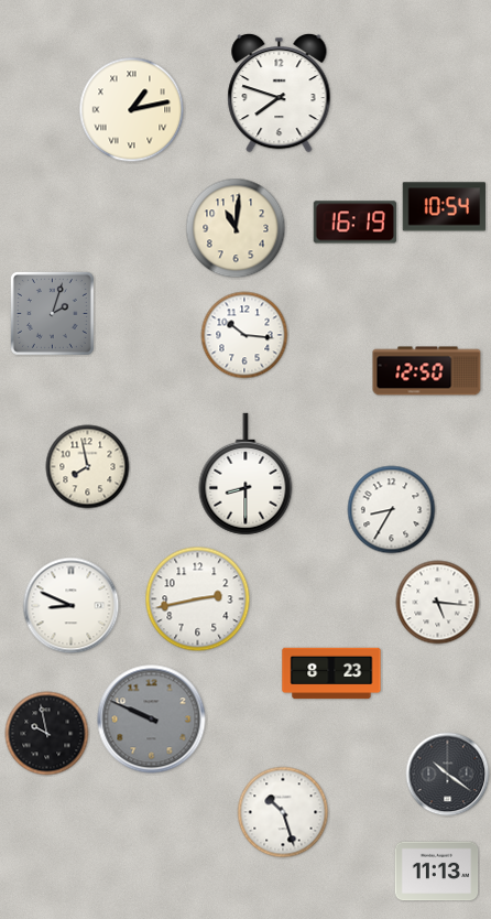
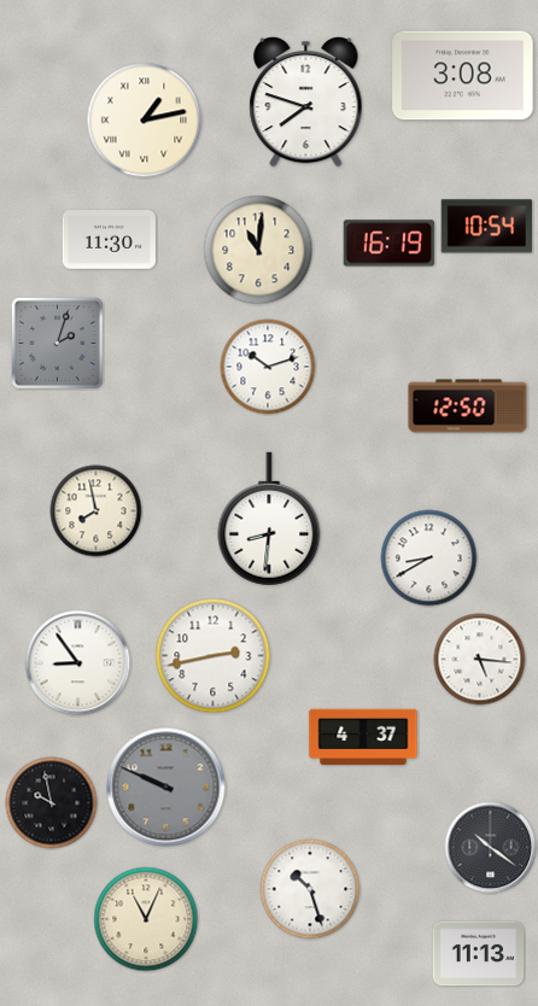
clock at (463, 76): none -> 3:08
clock at (109, 240): none -> 11:30
clock at (244, 335): 10:16 -> 10:12
clock at (245, 474): 8:30 -> 8:31
clock at (392, 510): 8:35 -> 8:40
clock at (198, 599) position: (198, 599) -> (214, 656)
clock at (72, 606): 8:49 -> 8:54
clock at (331, 673): 8:23 -> 4:37
clock at (146, 919): none -> 11:04
